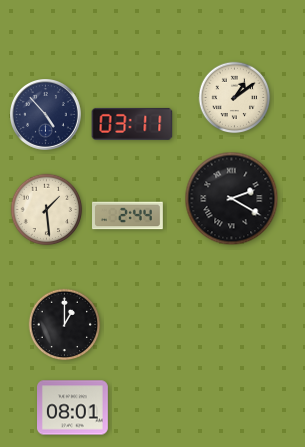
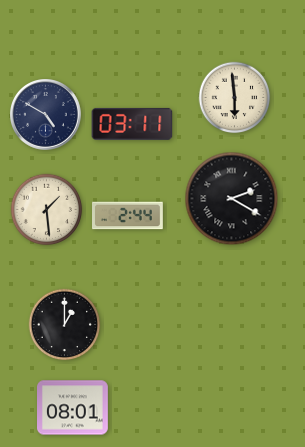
clock at (235, 98): 1:09 -> 5:59
clock at (46, 115): 4:53 -> 4:50
